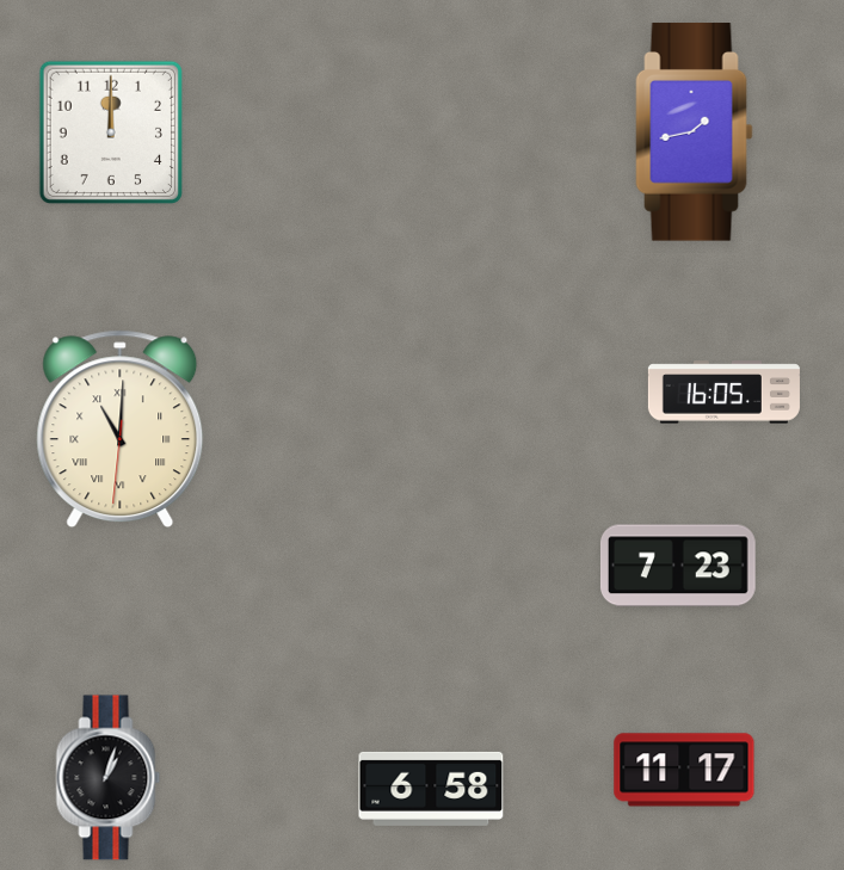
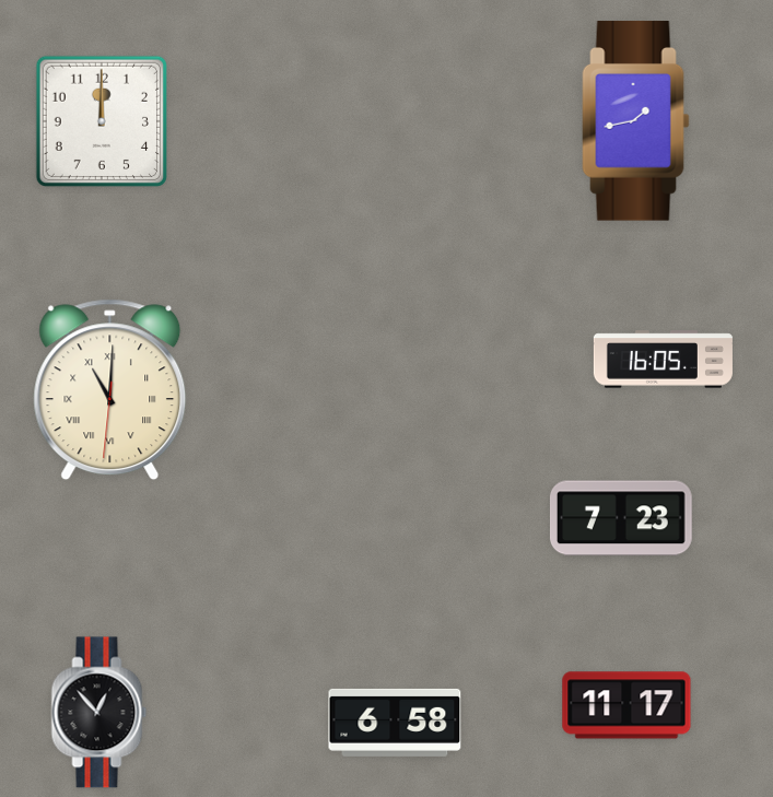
clock at (121, 430) position: (121, 430) -> (110, 390)
clock at (109, 778): 1:03 -> 12:53
